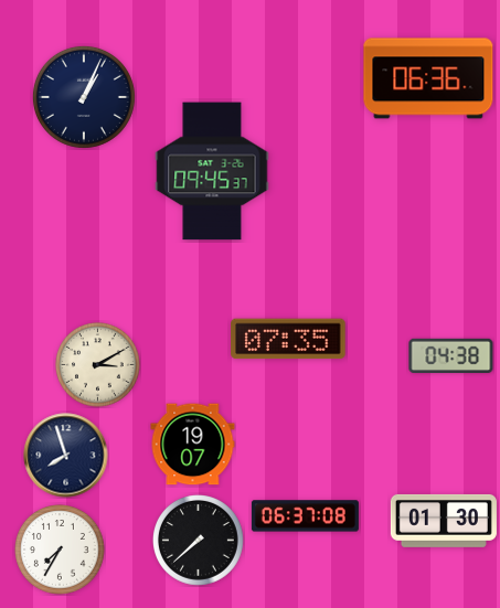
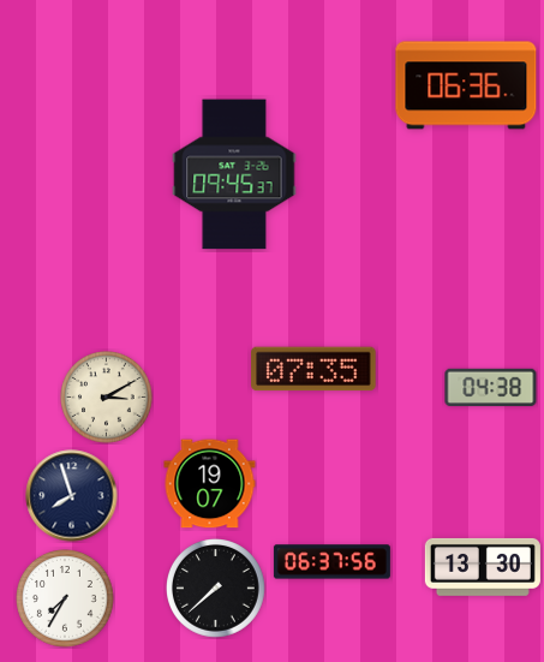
clock at (84, 97): 1:04 -> none
clock at (212, 171) position: (212, 171) -> (234, 174)
clock at (305, 516): 06:37:08 -> 06:37:56
clock at (444, 521): 01:30 -> 13:30
